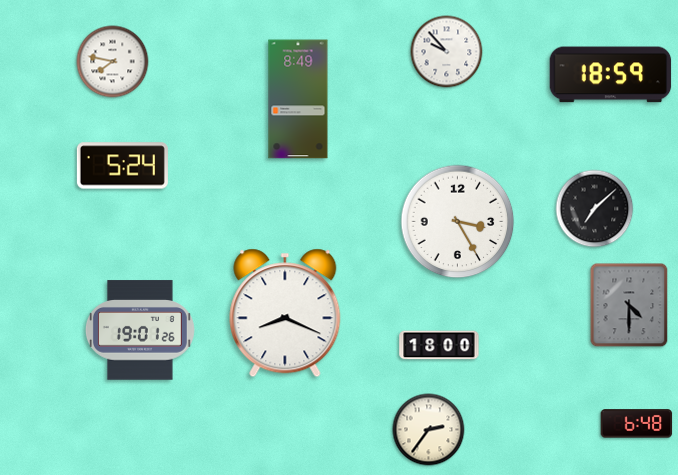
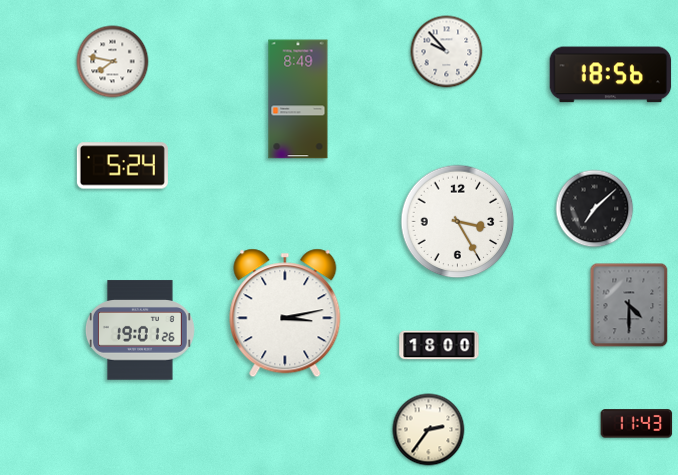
clock at (611, 75): 18:59 -> 18:56
clock at (285, 313): 8:19 -> 3:13
clock at (637, 424): 6:48 -> 11:43
